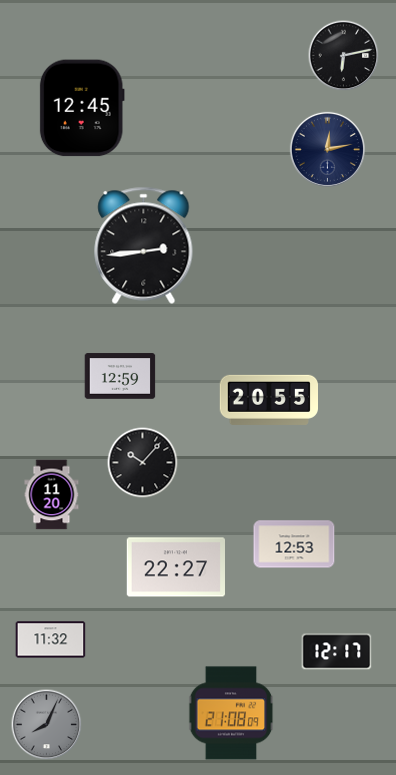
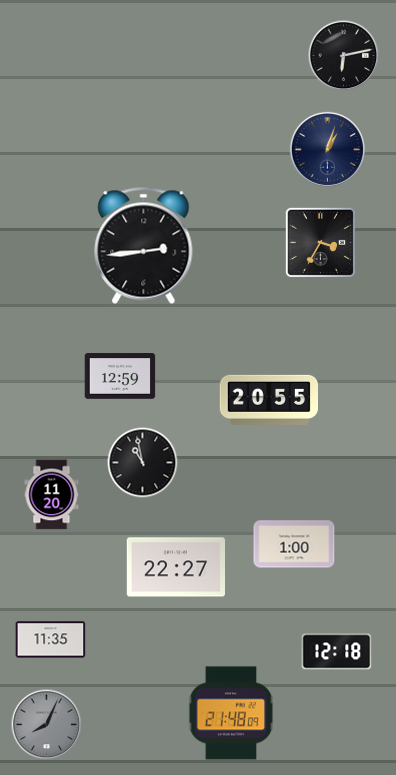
clock at (82, 108): 12:45 -> none
clock at (327, 149): 12:13 -> 1:03
clock at (320, 242): none -> 3:35
clock at (143, 463): 10:07 -> 10:58
clock at (294, 544): 12:53 -> 1:00
clock at (51, 640): 11:32 -> 11:35
clock at (337, 652): 12:17 -> 12:18
clock at (231, 713): 21:08 -> 21:48
